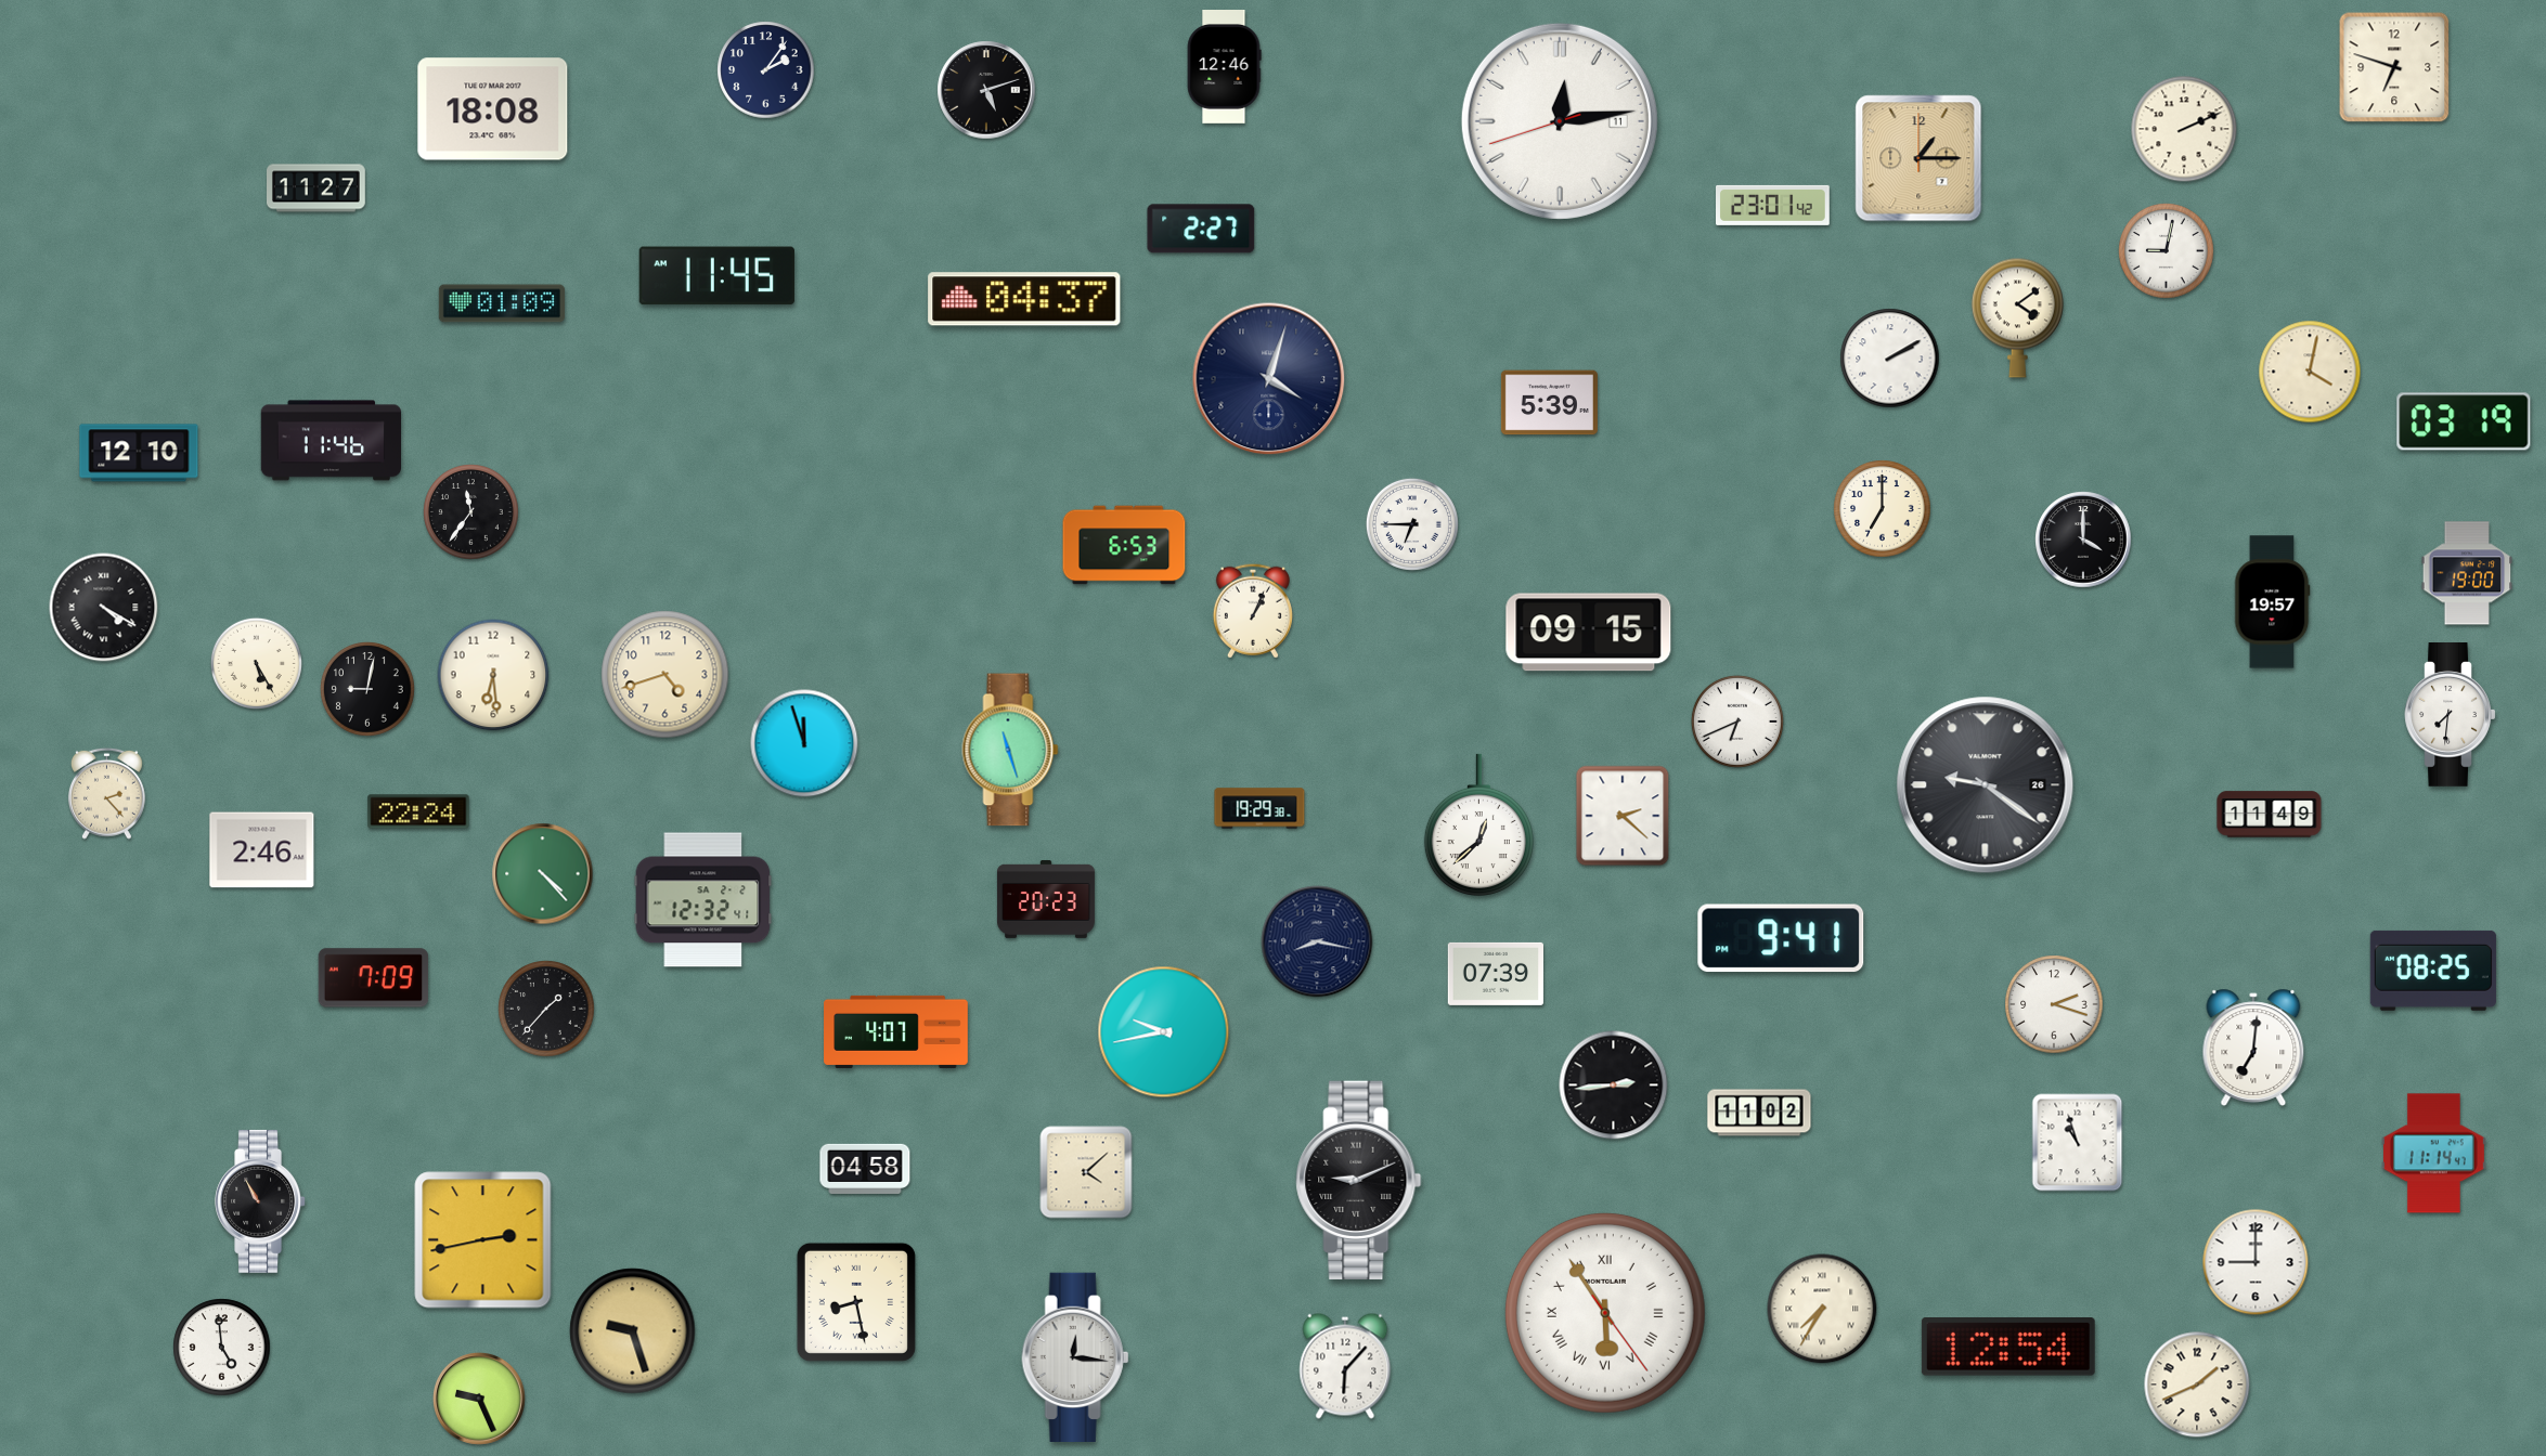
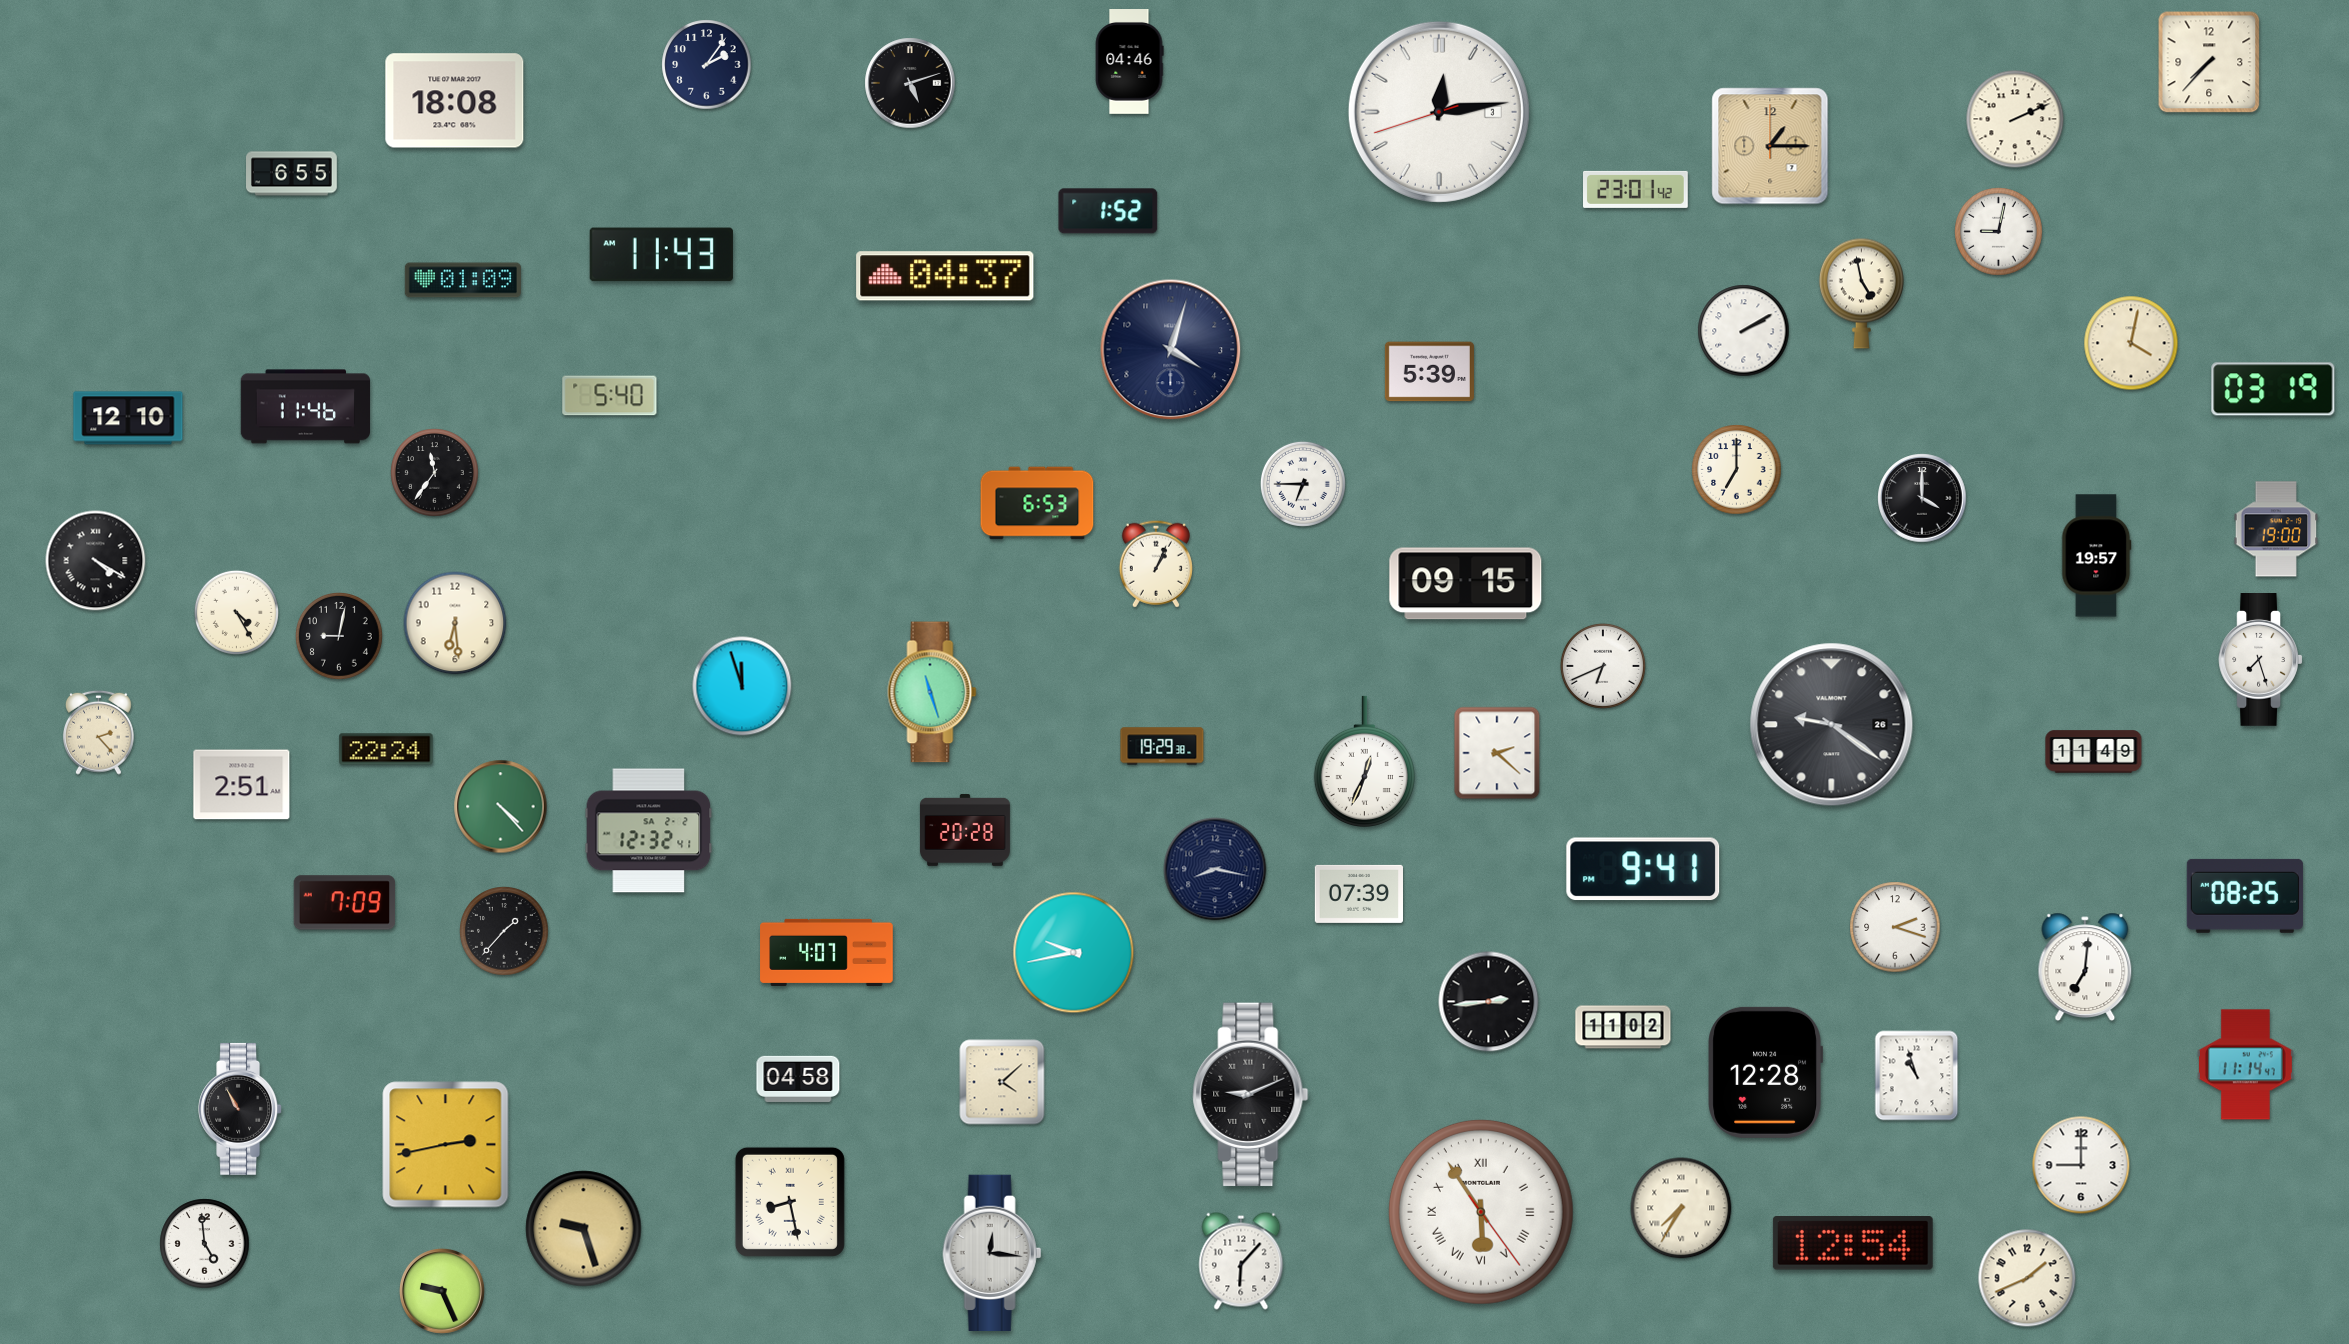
clock at (1224, 67): 12:46 -> 04:46
clock at (2394, 67): 6:48 -> 7:37
clock at (1560, 121) date: 11 -> 3
clock at (316, 188): 11:27 -> 6:55
clock at (1201, 229): 2:27 -> 1:52
clock at (716, 276): 11:45 -> 11:43
clock at (2017, 317): 4:09 -> 4:58
clock at (610, 396): none -> 5:40
clock at (256, 663): 5:25 -> 4:25
clock at (665, 675): 4:42 -> none
clock at (2451, 715): 7:31 -> 7:27
clock at (1478, 824): 12:38 -> 12:34
clock at (262, 850): 2:46 -> 2:51
clock at (1046, 900): 20:23 -> 20:28
clock at (1781, 938) position: (1781, 938) -> (1643, 869)
clock at (1495, 974) position: (1495, 974) -> (1358, 894)
clock at (2253, 1048) position: (2253, 1048) -> (2085, 967)
clock at (2078, 1143) position: (2078, 1143) -> (1917, 1076)
clock at (1765, 1072): none -> 12:28
clock at (1359, 1181) position: (1359, 1181) -> (1251, 1095)
